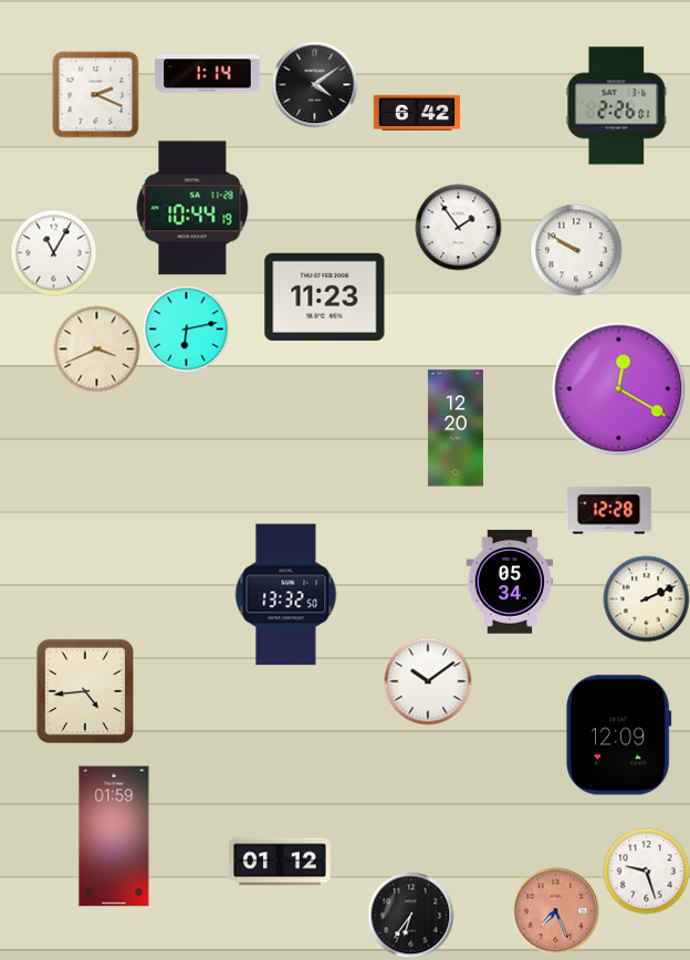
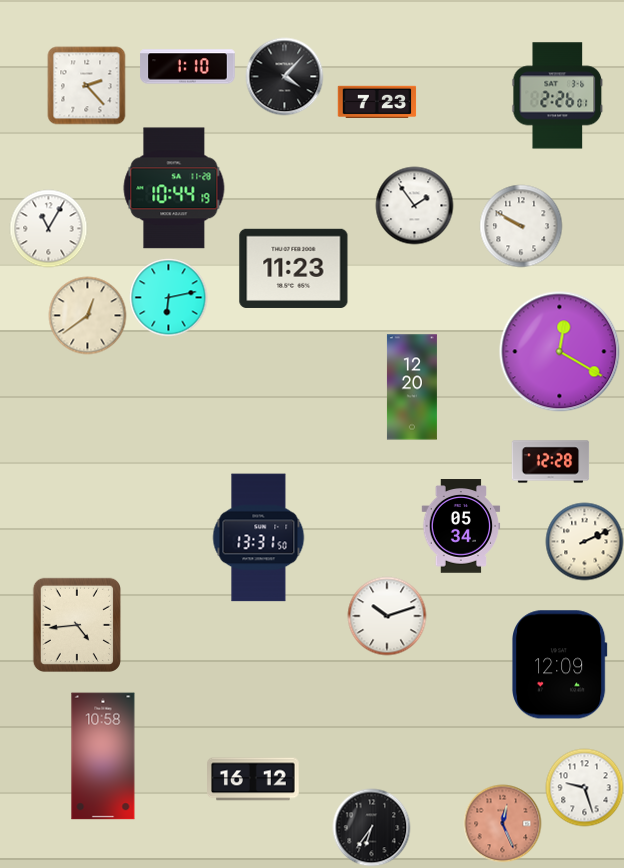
clock at (208, 74): 1:14 -> 1:10
clock at (314, 84): 4:09 -> 4:07
clock at (95, 94): 2:19 -> 2:23
clock at (417, 112): 6:42 -> 7:23
clock at (96, 348): 3:41 -> 12:39
clock at (286, 595): 13:32 -> 13:31
clock at (428, 681): 10:09 -> 10:12
clock at (114, 836): 01:59 -> 10:58
clock at (281, 862): 01:12 -> 16:12
clock at (555, 910): 7:26 -> 12:26
